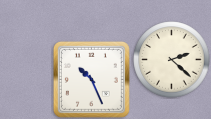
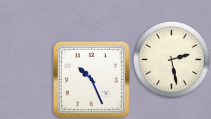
clock at (172, 60): 2:22 -> 2:28
